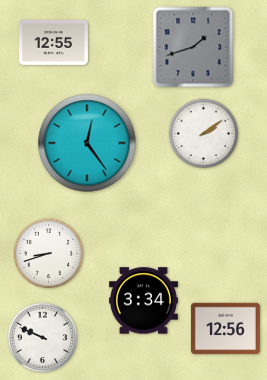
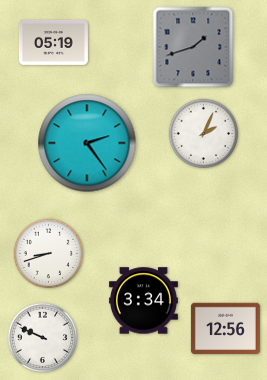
clock at (53, 42): 12:55 -> 05:19
clock at (204, 134): 2:09 -> 2:04
clock at (87, 143): 12:24 -> 2:24
